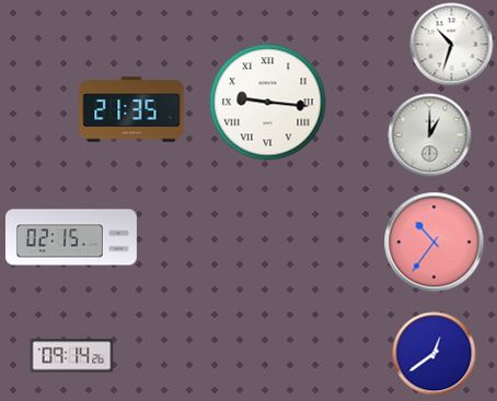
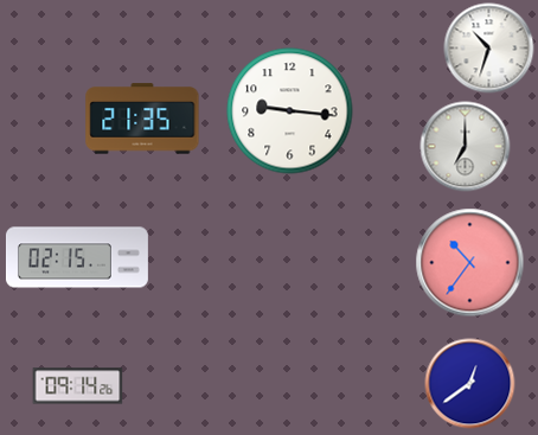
clock at (268, 103) numerals: Roman -> Arabic
clock at (430, 135): 1:00 -> 7:00
